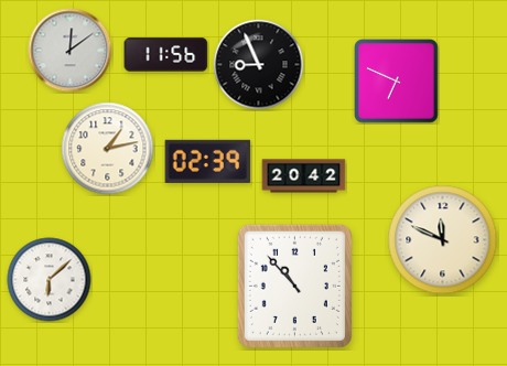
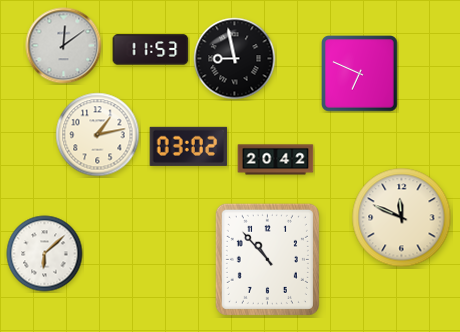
clock at (166, 55): 11:56 -> 11:53
clock at (259, 65): 8:56 -> 8:58
clock at (208, 161): 02:39 -> 03:02
